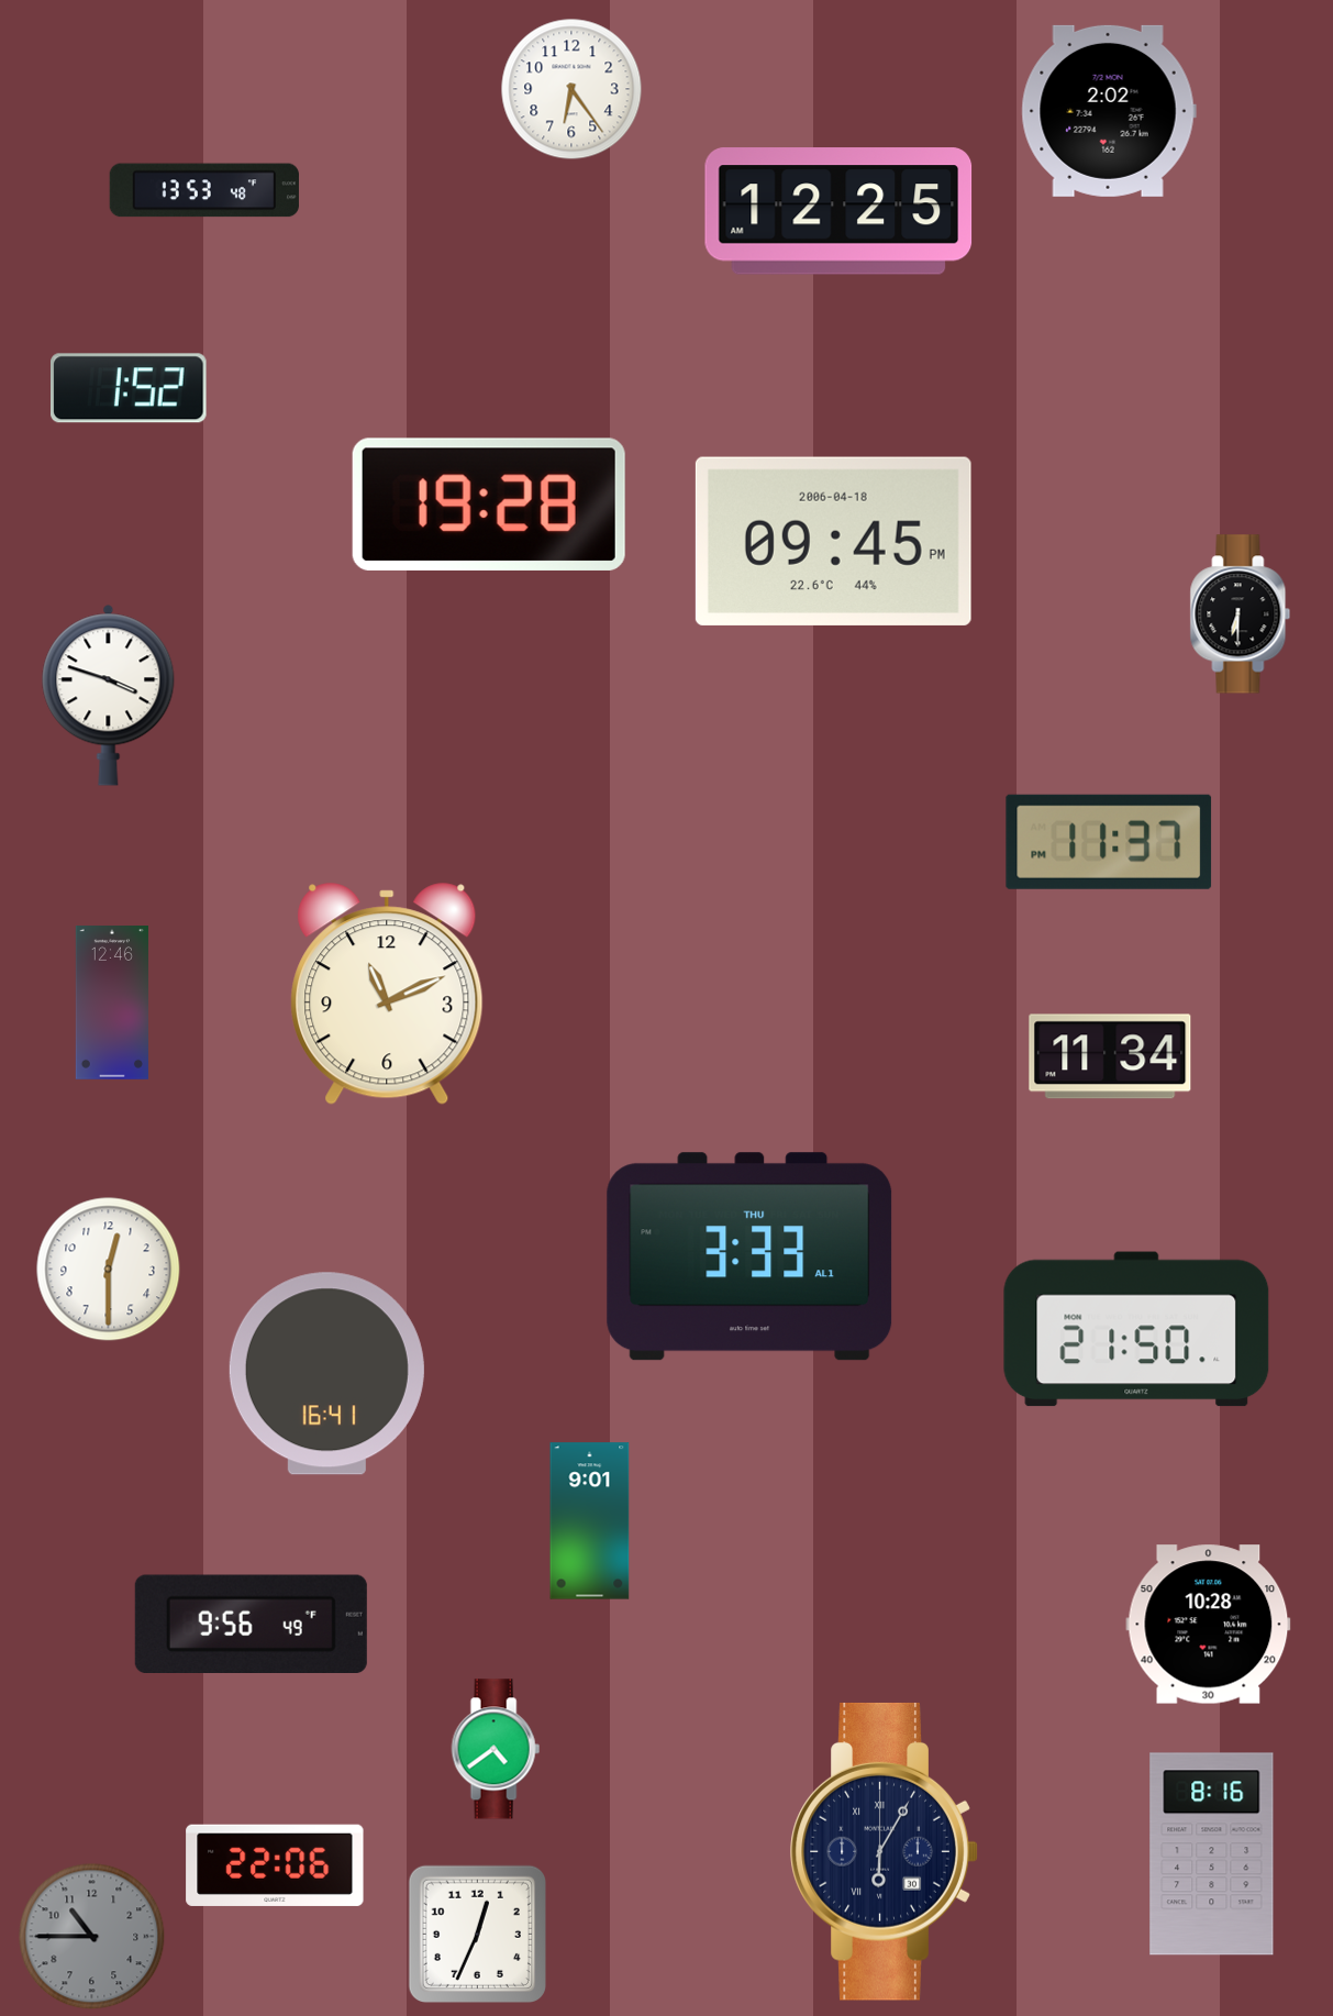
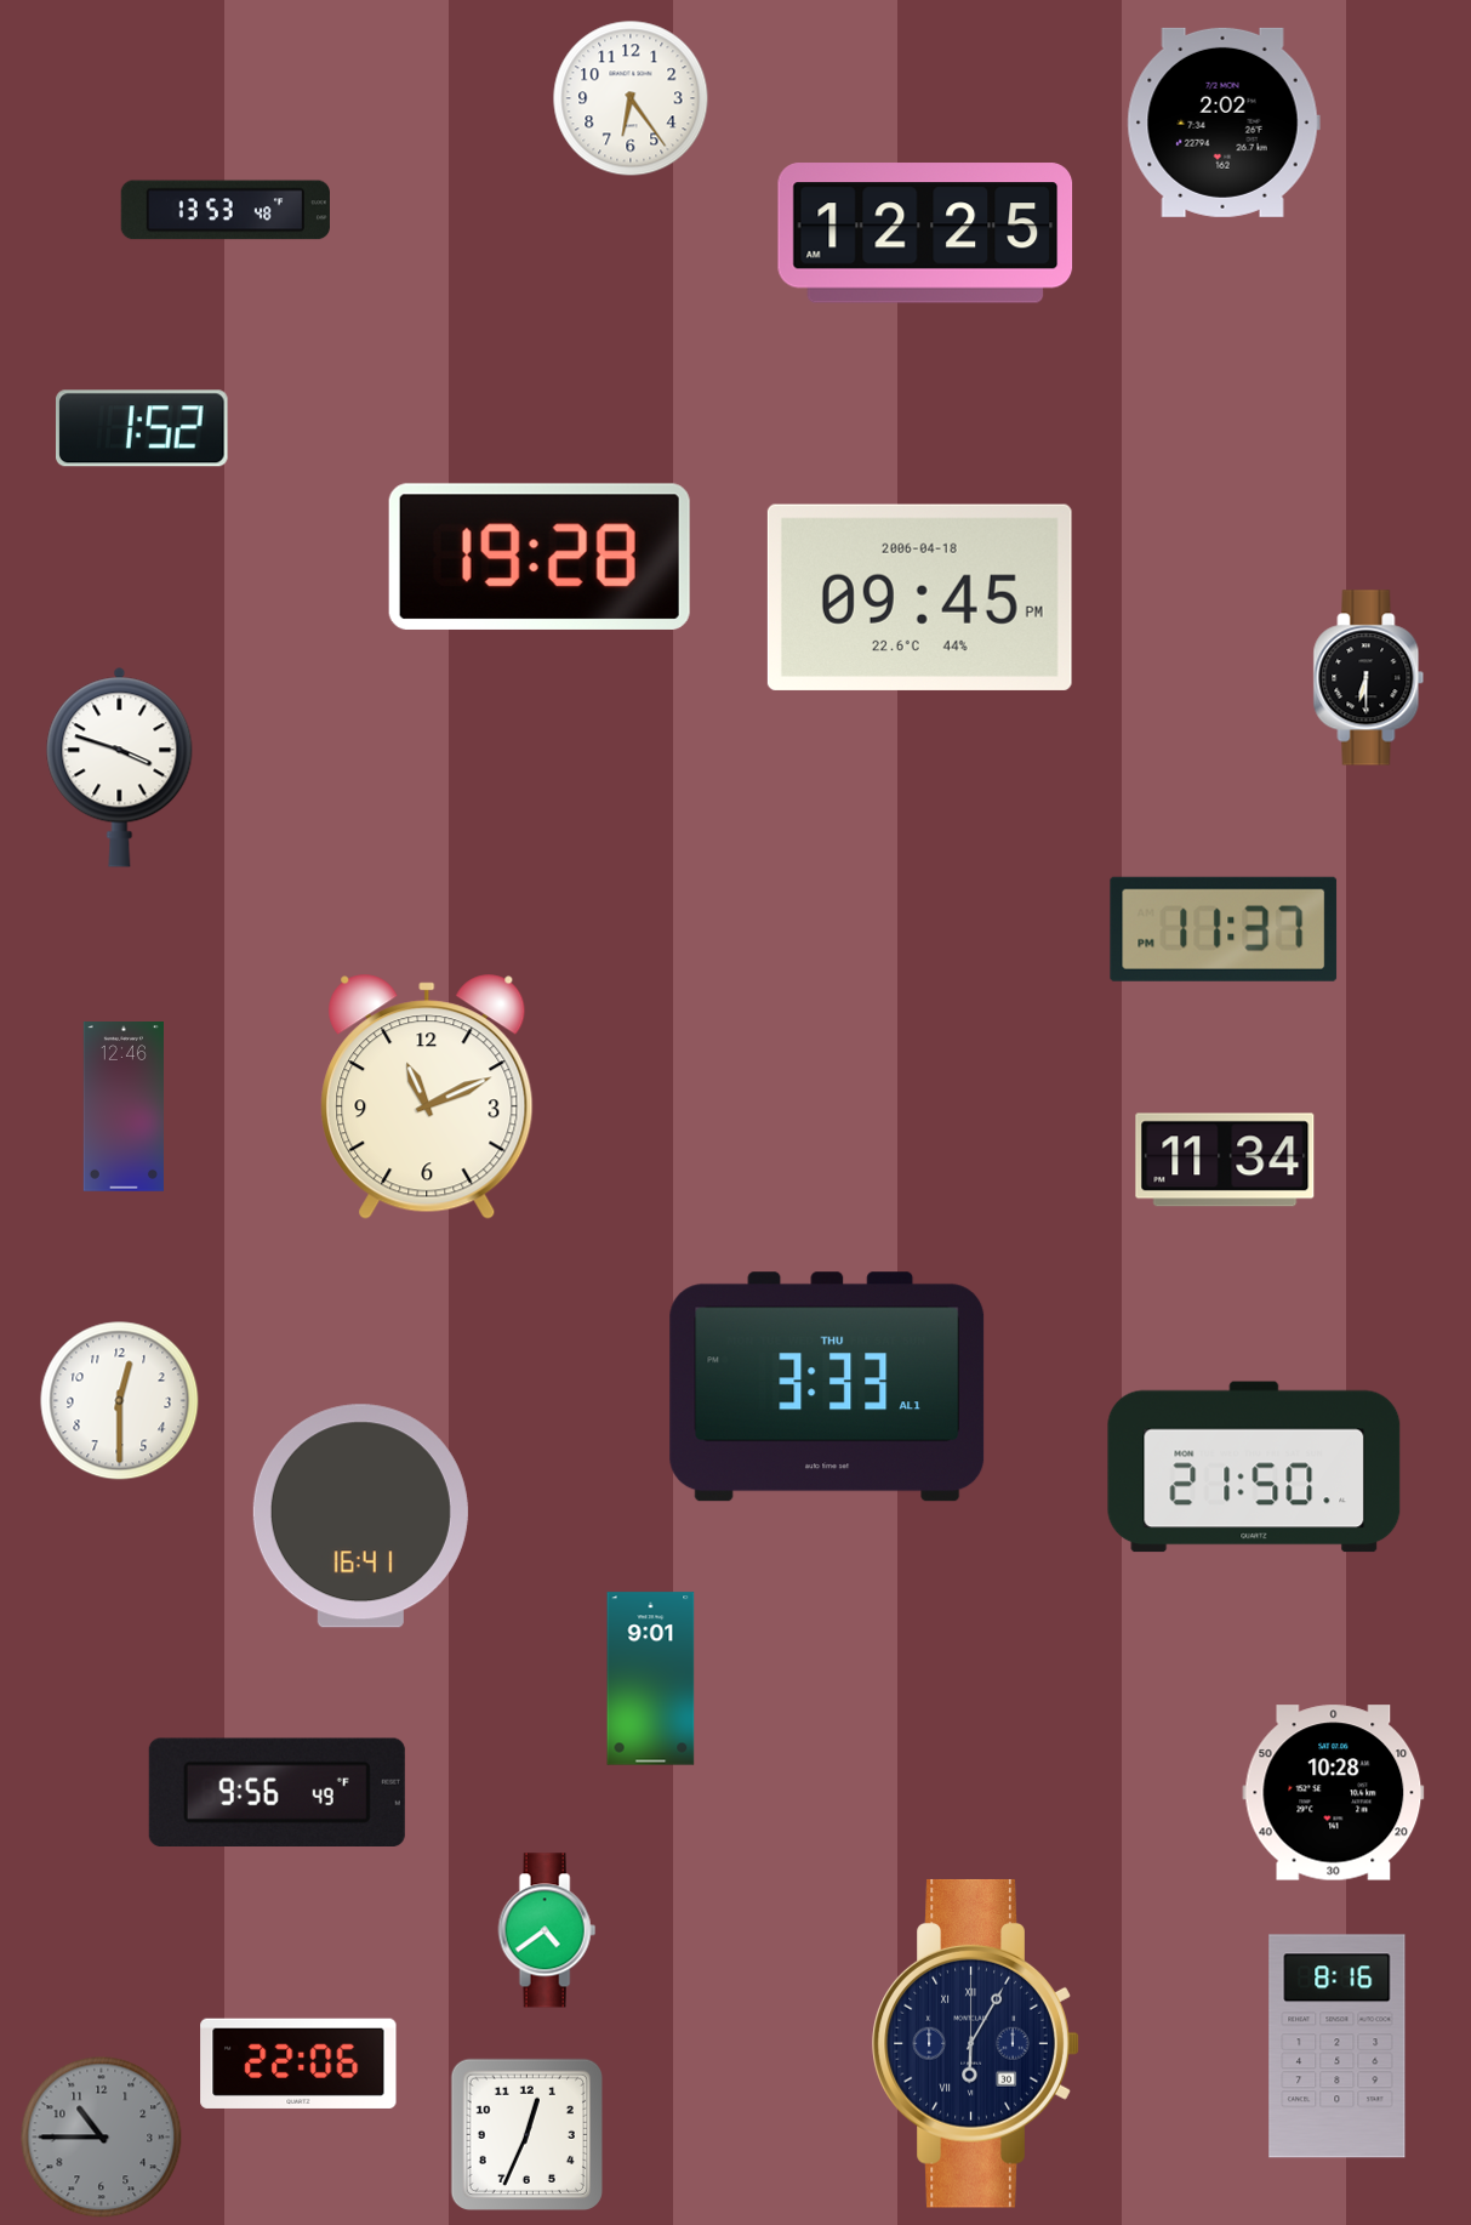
clock at (1110, 1056) position: (1110, 1056) -> (1225, 1160)
clock at (275, 1865) position: (275, 1865) -> (298, 2064)
